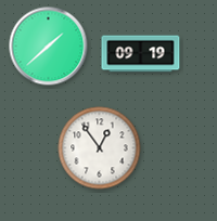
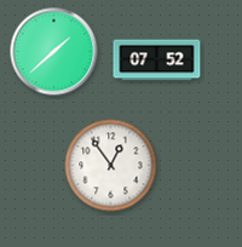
clock at (141, 54): 09:19 -> 07:52
